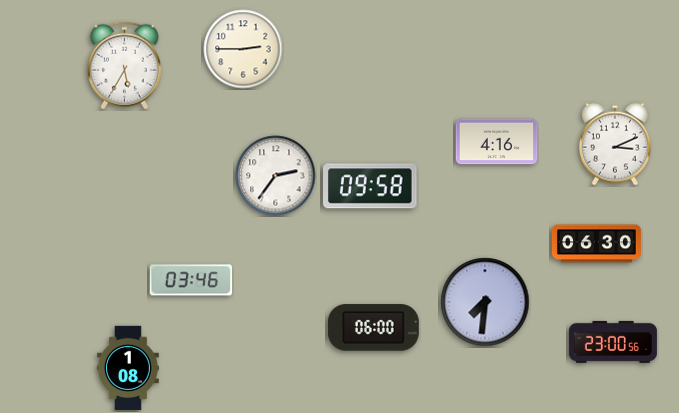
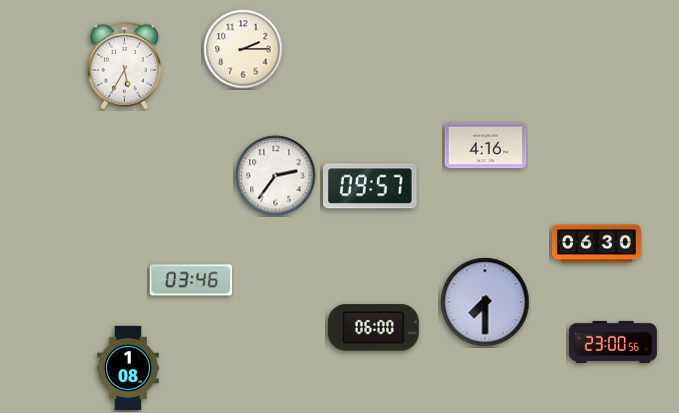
clock at (243, 49): 2:45 -> 2:15
clock at (497, 142) position: (497, 142) -> (486, 146)
clock at (615, 144): 3:11 -> none
clock at (371, 186): 09:58 -> 09:57
clock at (485, 302): 7:31 -> 7:30
